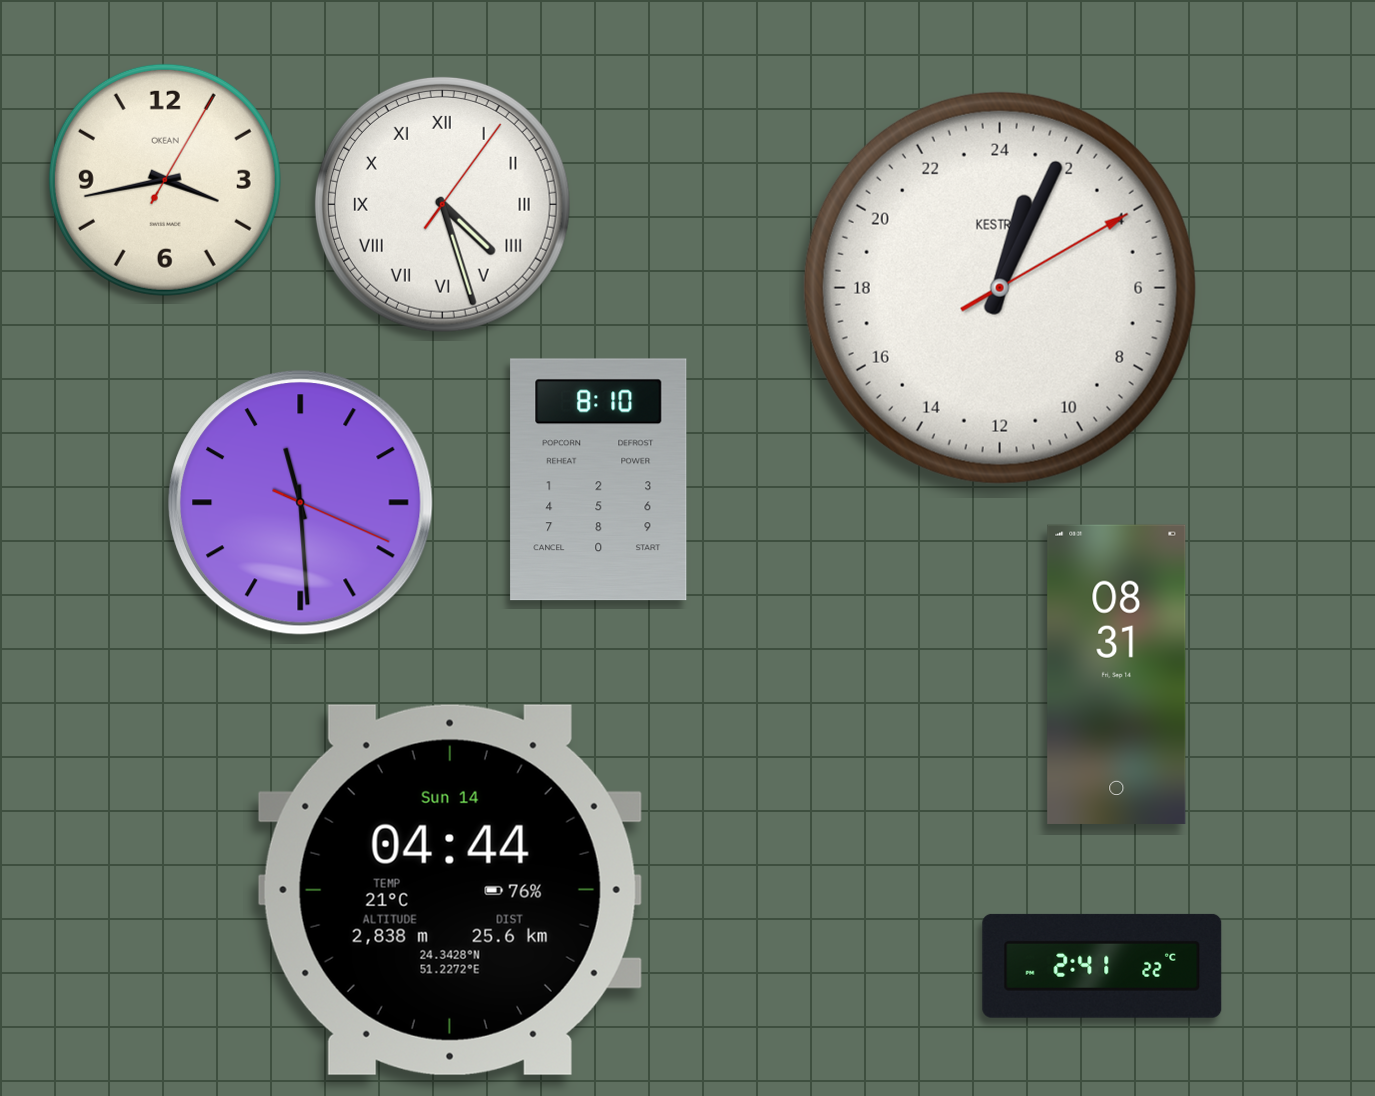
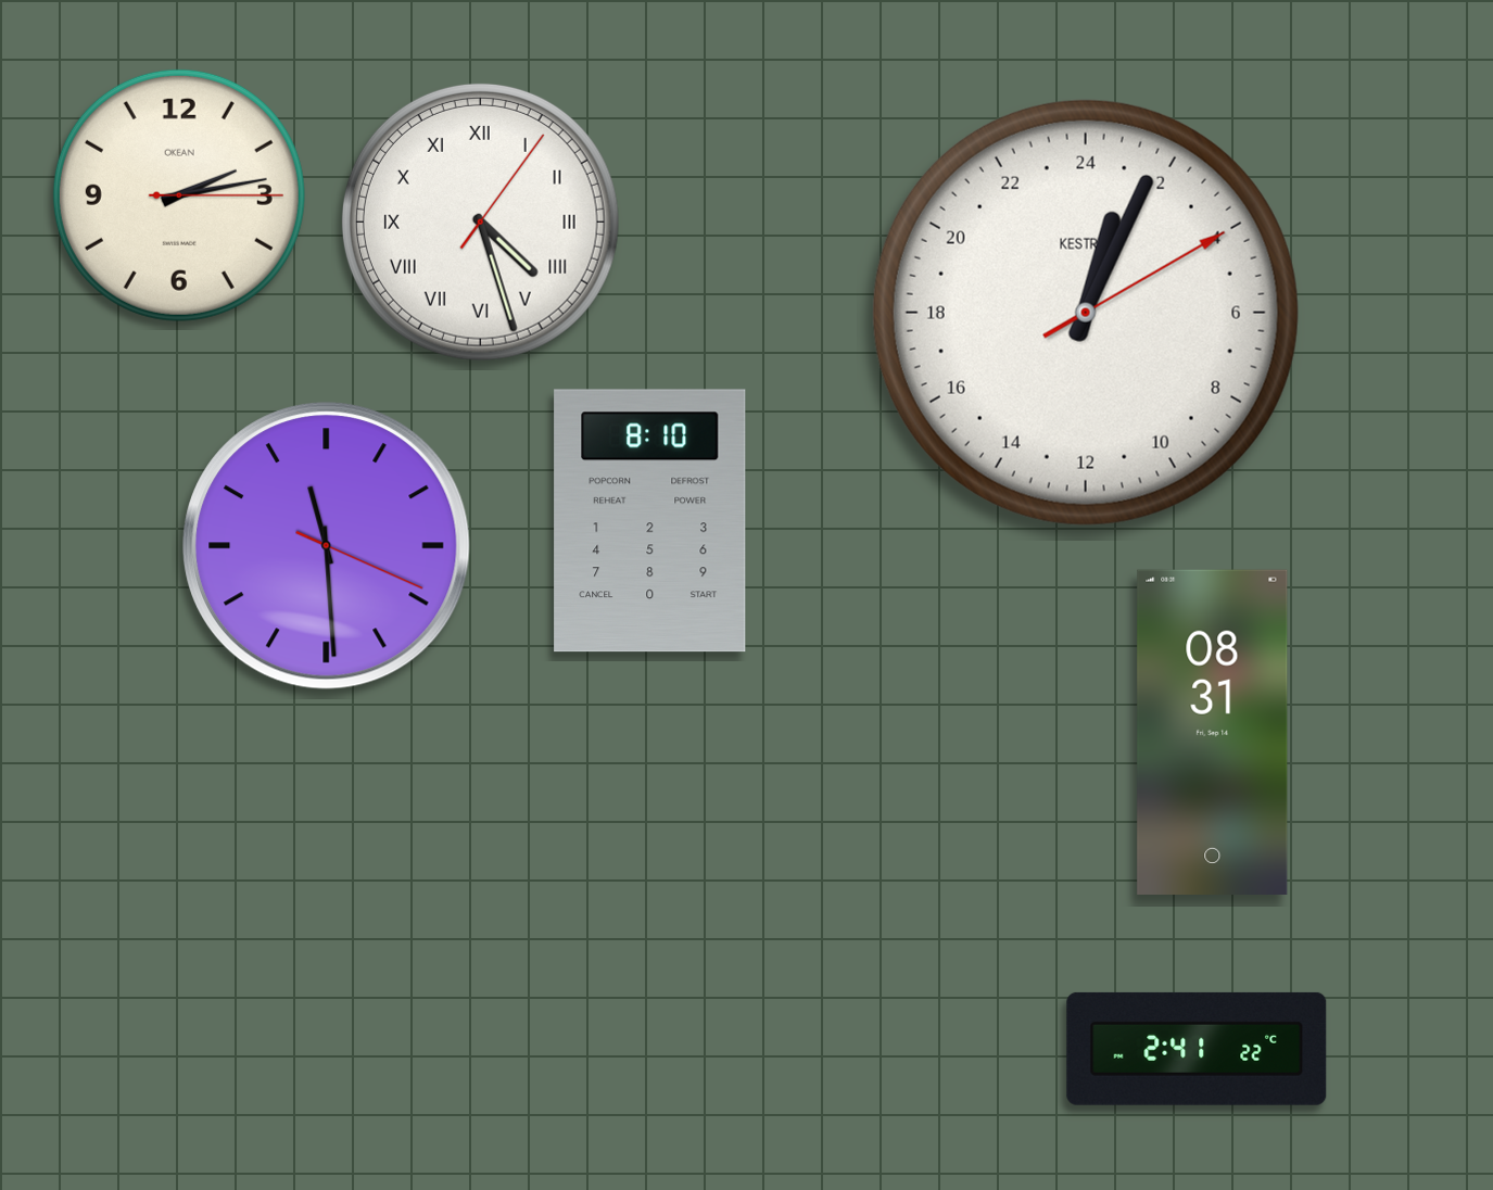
clock at (165, 180): 3:43 -> 2:13
clock at (450, 890): 04:44 -> none
